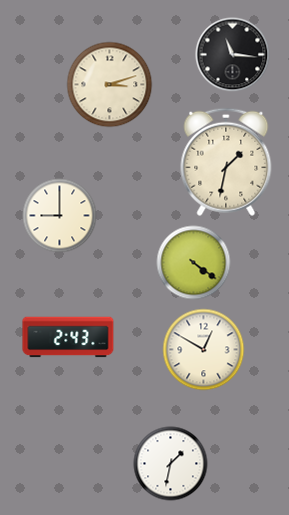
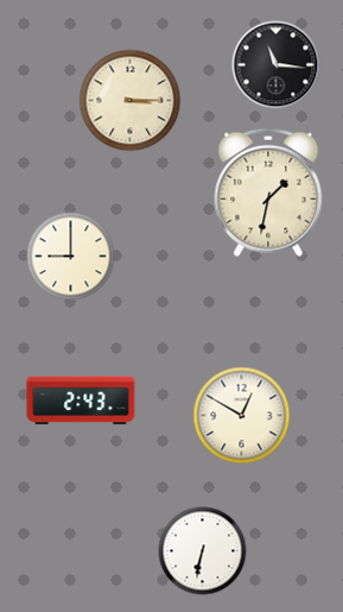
clock at (110, 85): 3:12 -> 3:15
clock at (194, 263): 4:21 -> none
clock at (171, 464): 1:32 -> 6:32
